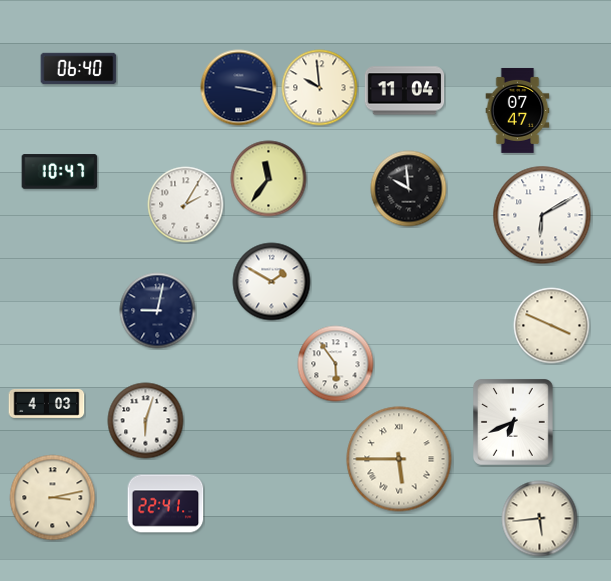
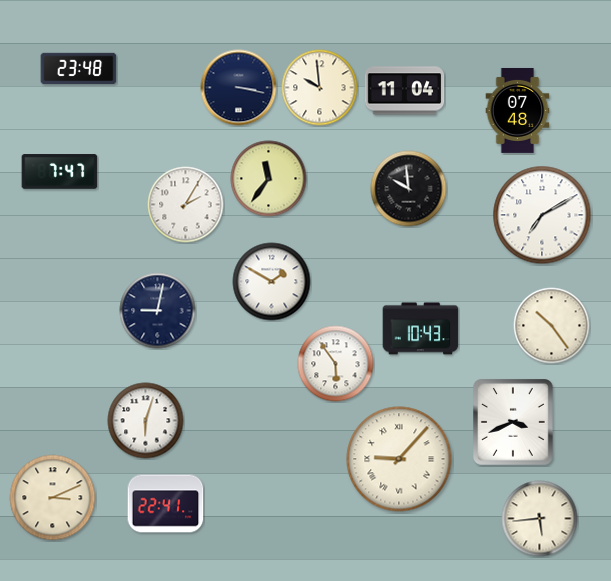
clock at (79, 69): 06:40 -> 23:48
clock at (518, 110): 07:47 -> 07:48
clock at (60, 172): 10:47 -> 7:47
clock at (542, 215): 6:10 -> 7:10
clock at (552, 326): 3:49 -> 10:24
clock at (421, 329): none -> 10:43
clock at (47, 403): 4:03 -> none
clock at (514, 423): 6:41 -> 3:41
clock at (399, 459): 5:45 -> 9:07
clock at (53, 498): 3:13 -> 3:11
